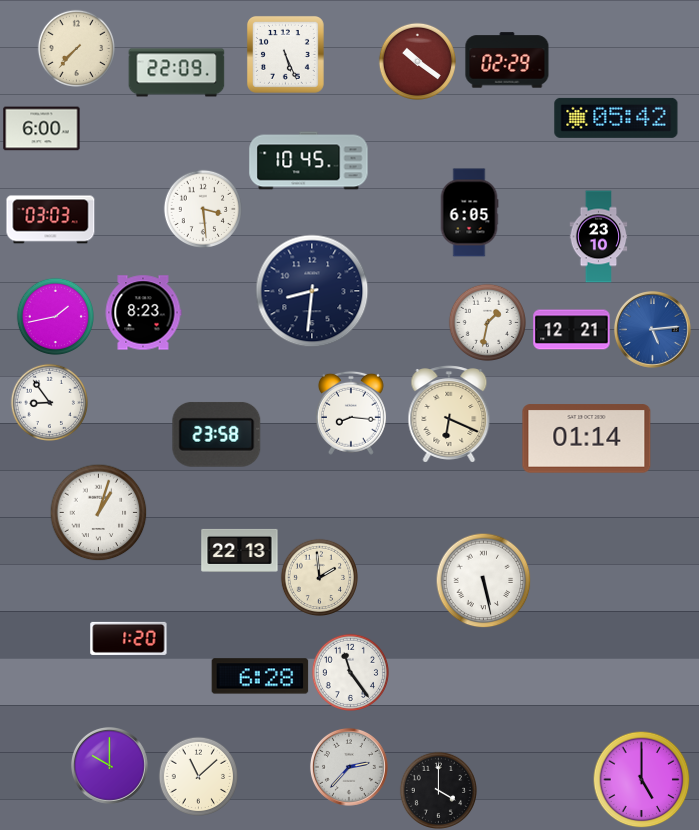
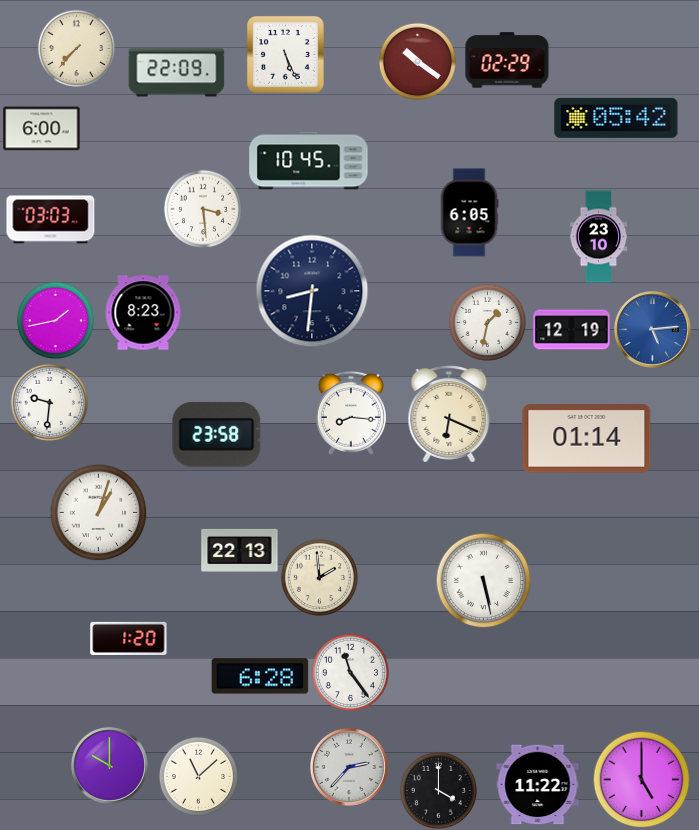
clock at (55, 316) position: (55, 316) -> (55, 320)
clock at (572, 330): 12:21 -> 12:19
clock at (49, 402): 8:54 -> 9:31
clock at (538, 785): none -> 11:22
